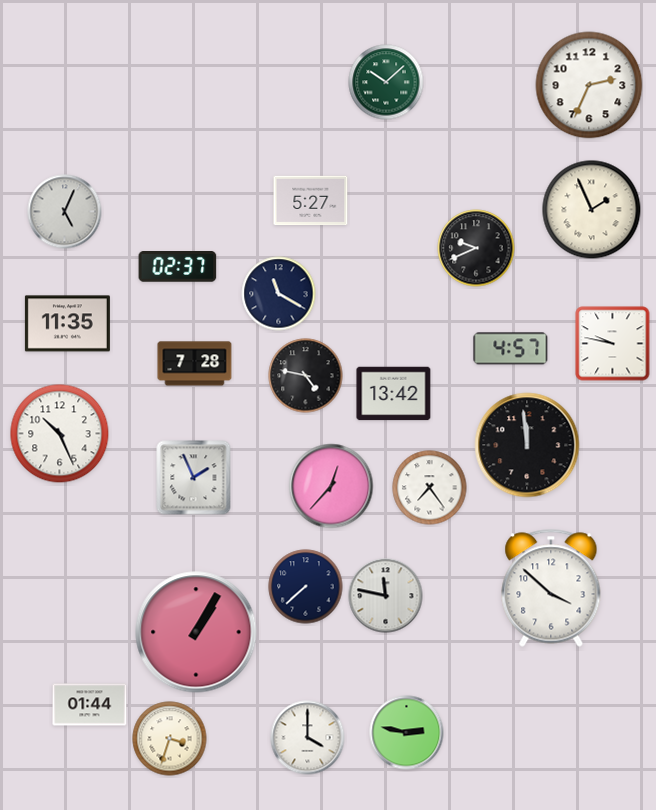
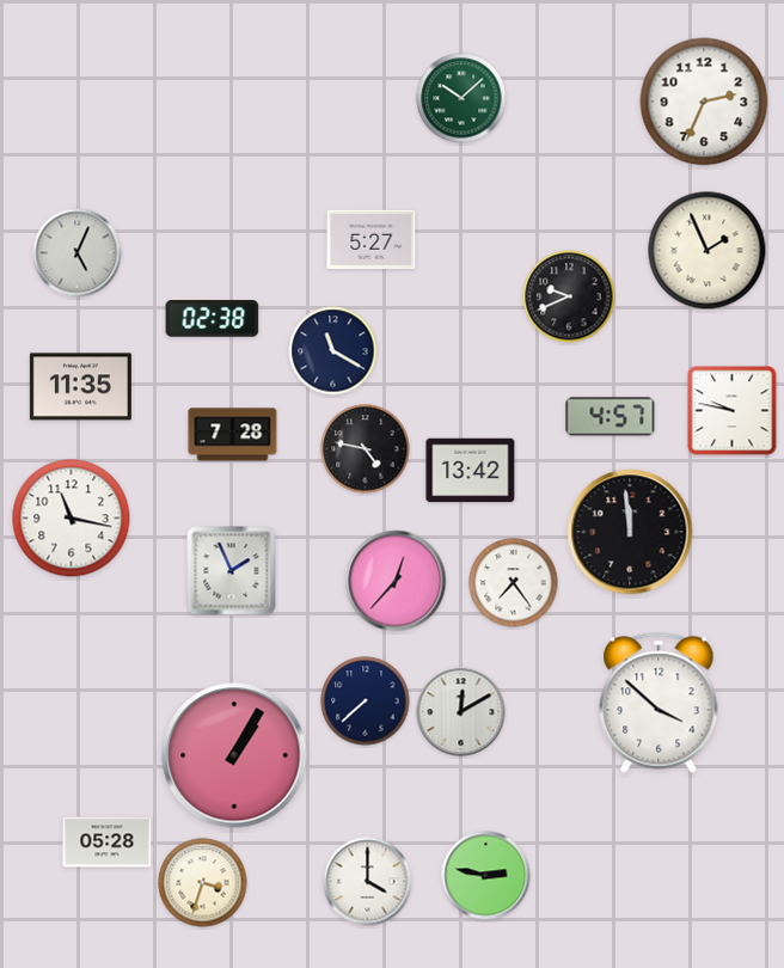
clock at (178, 267): 02:37 -> 02:38
clock at (60, 434): 10:26 -> 11:17
clock at (386, 596): 11:47 -> 12:10
clock at (90, 705): 01:44 -> 05:28
